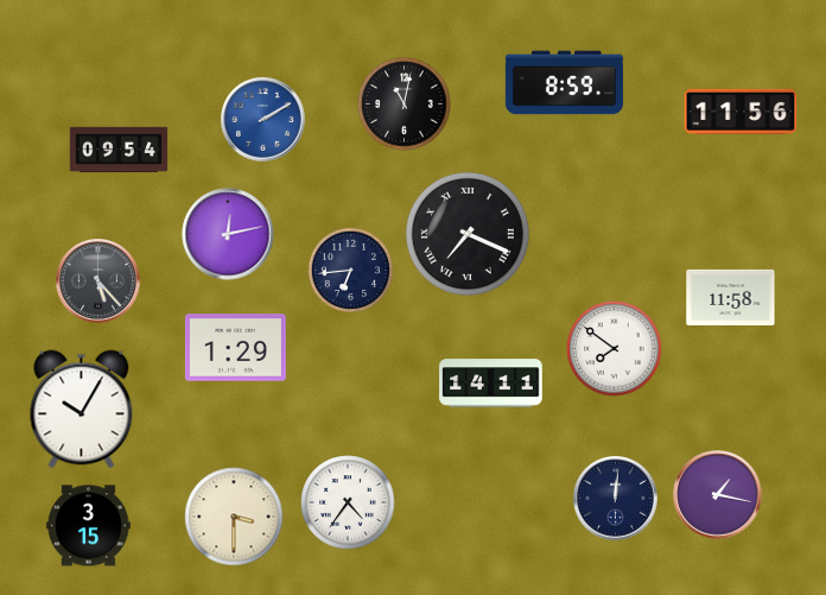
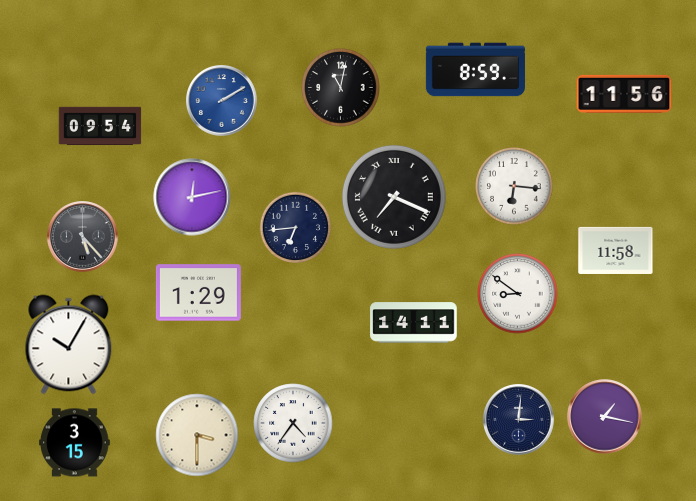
clock at (514, 186): none -> 6:16
clock at (615, 349): 7:51 -> 8:51
clock at (616, 499): 12:01 -> 3:01
